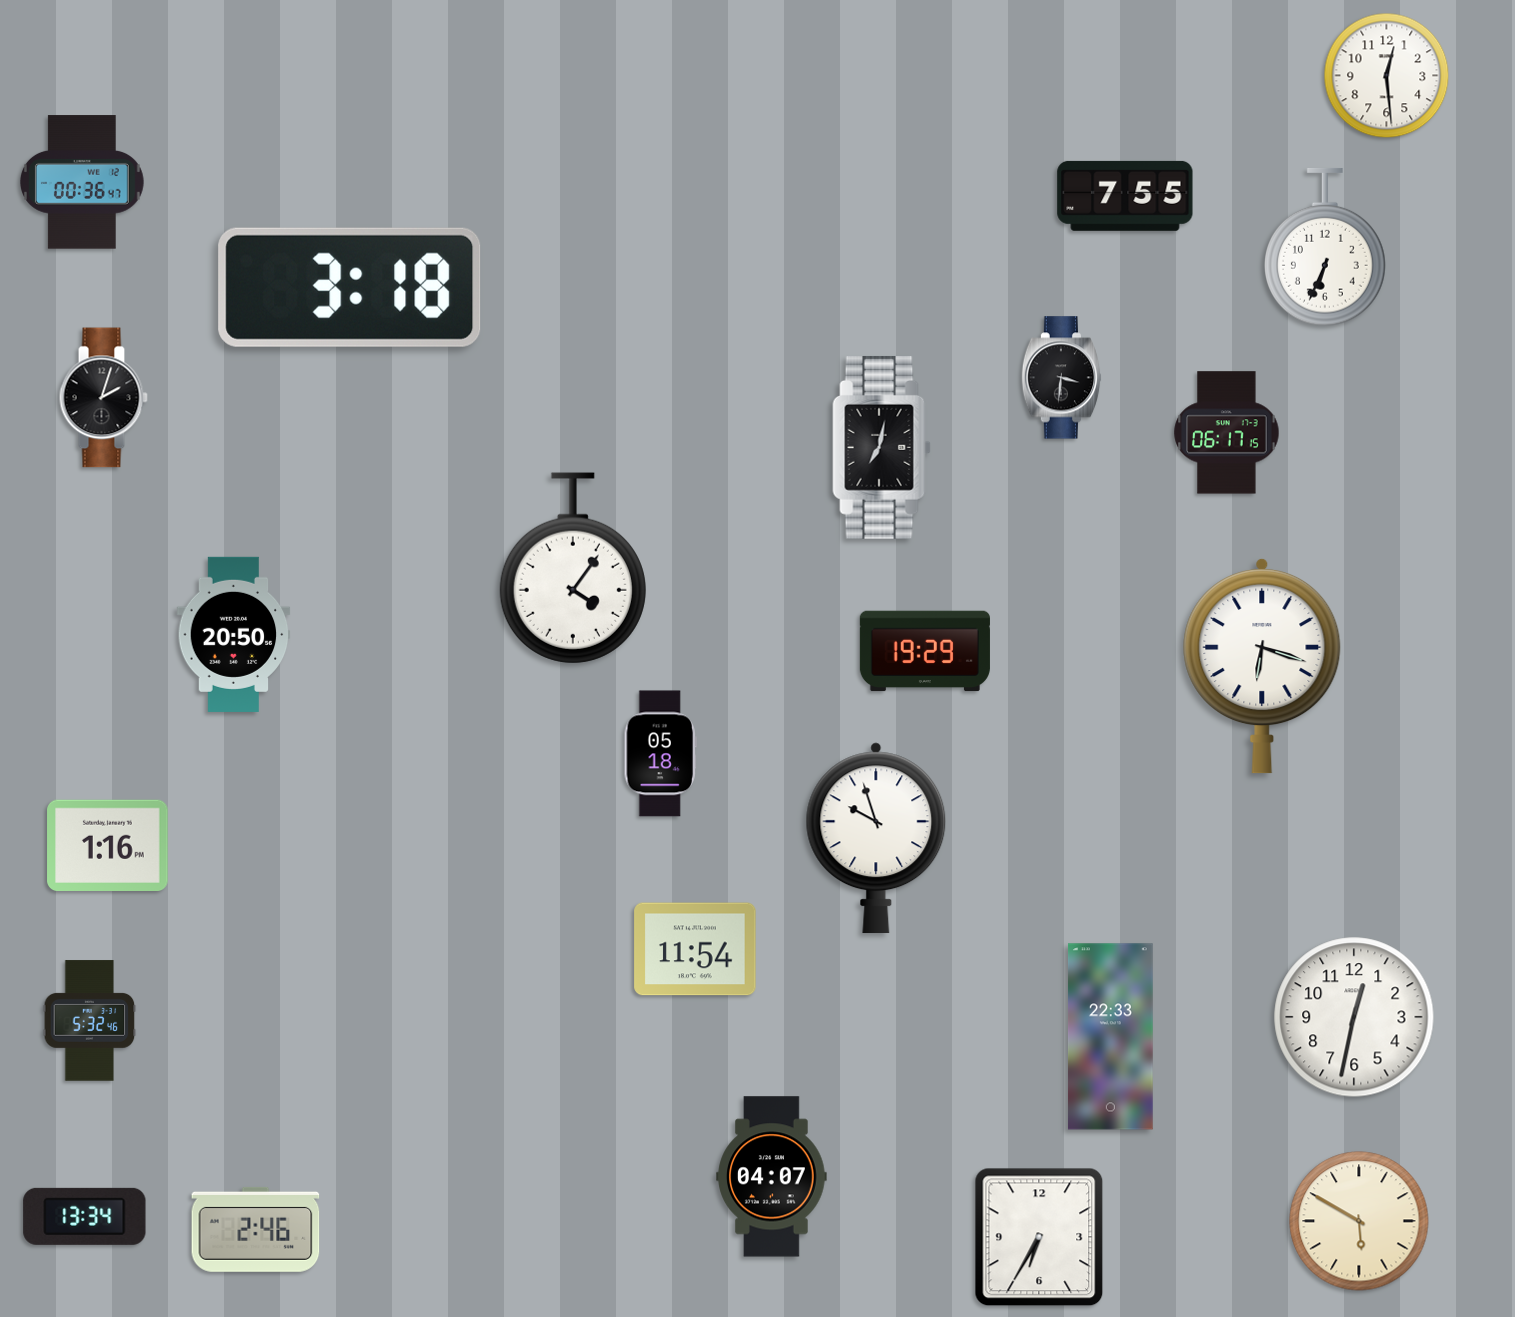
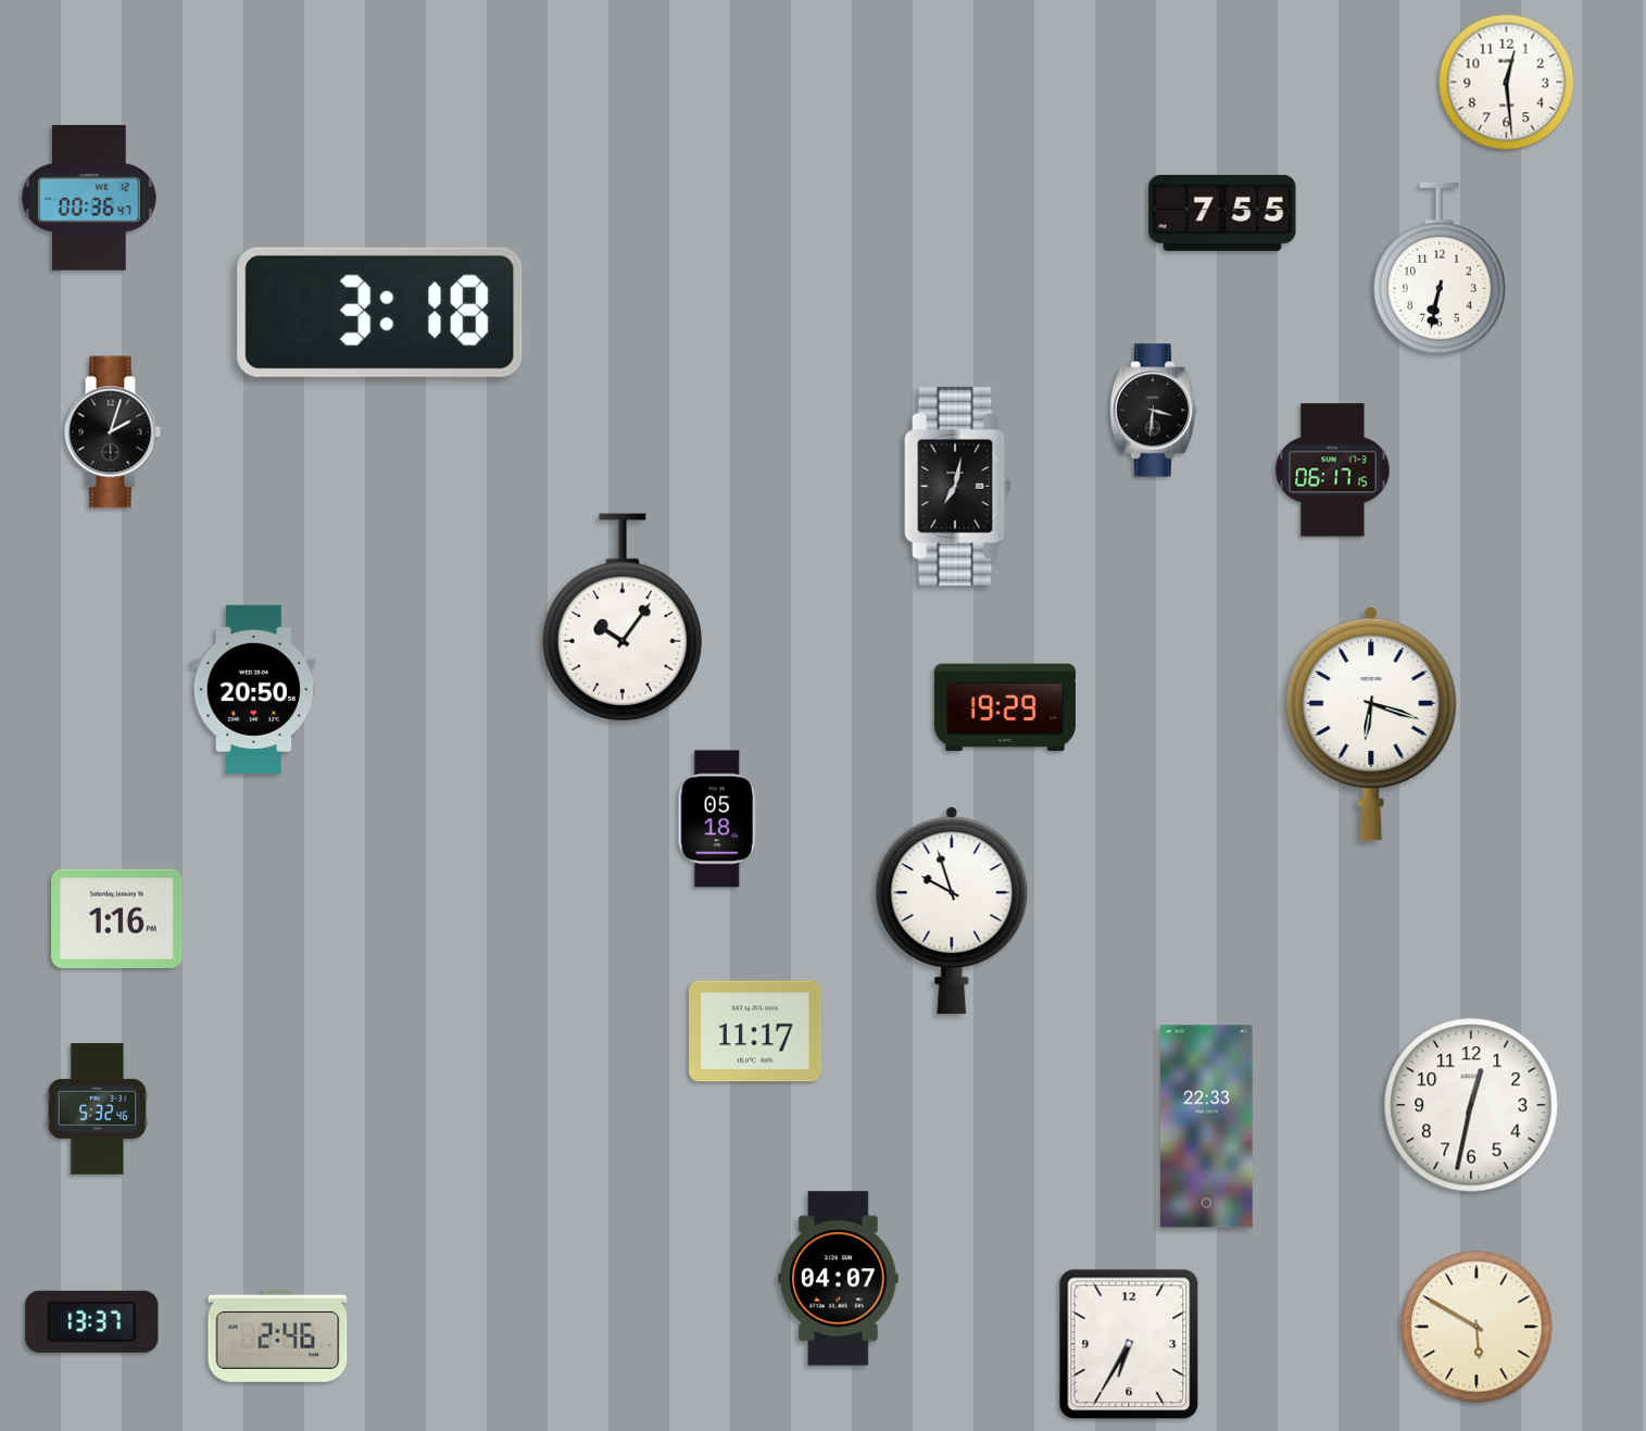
clock at (1326, 247): 6:34 -> 6:32
clock at (573, 568): 4:06 -> 10:06
clock at (695, 949): 11:54 -> 11:17
clock at (85, 1216): 13:34 -> 13:37
